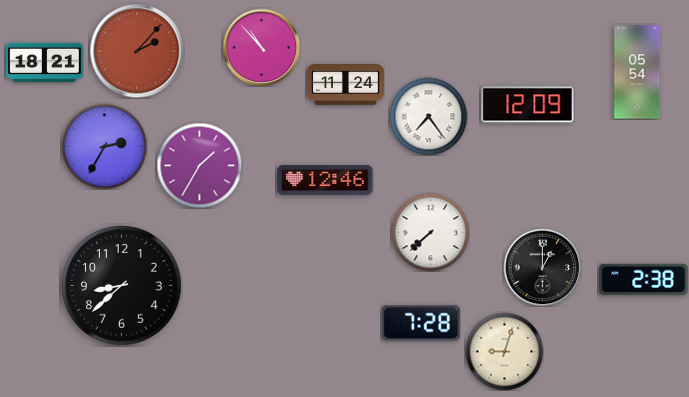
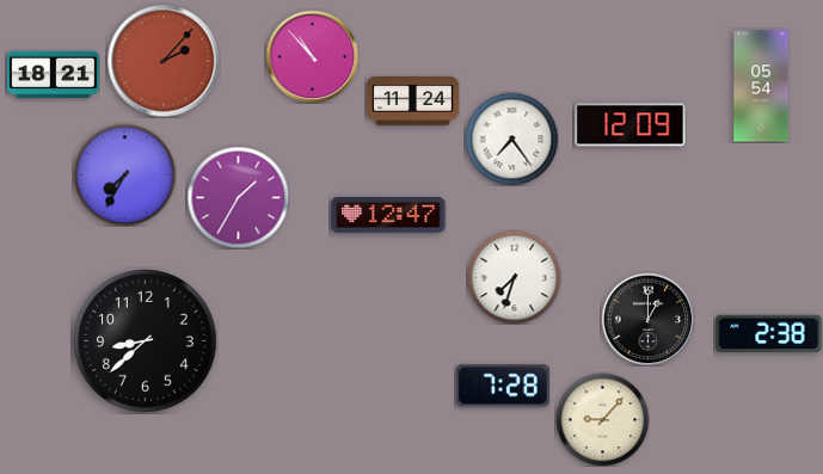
clock at (104, 146): 2:35 -> 7:35
clock at (325, 180): 12:46 -> 12:47
clock at (430, 232): 7:38 -> 7:33
clock at (504, 351): 9:03 -> 9:07
